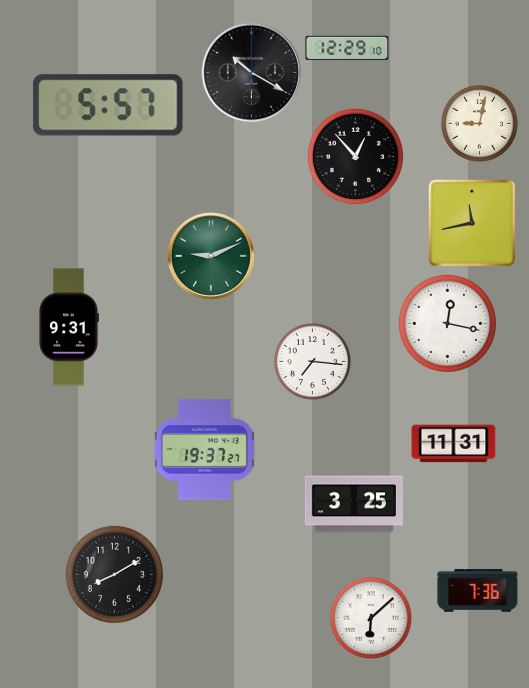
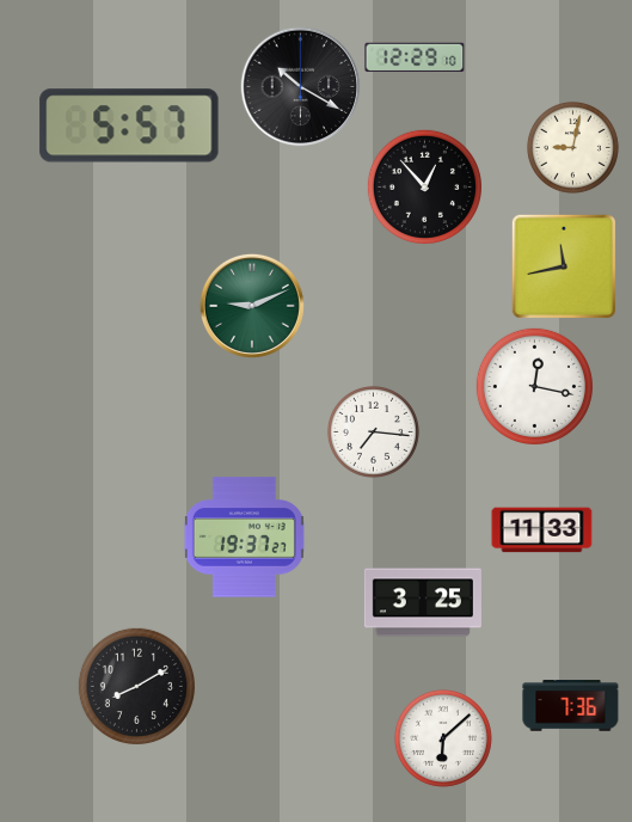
clock at (69, 327): 9:31 -> none
clock at (454, 444): 11:31 -> 11:33
